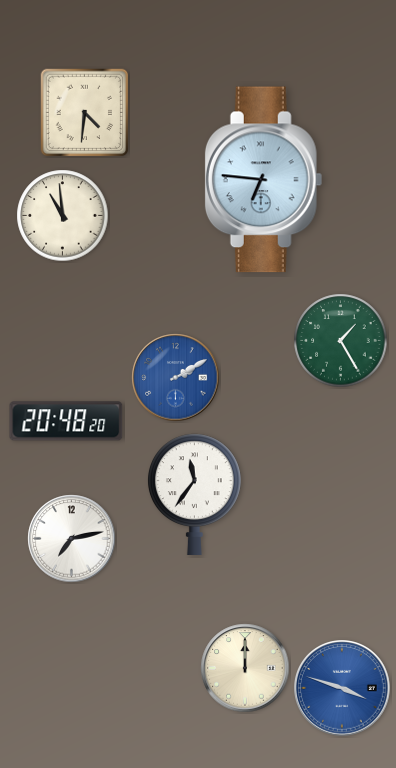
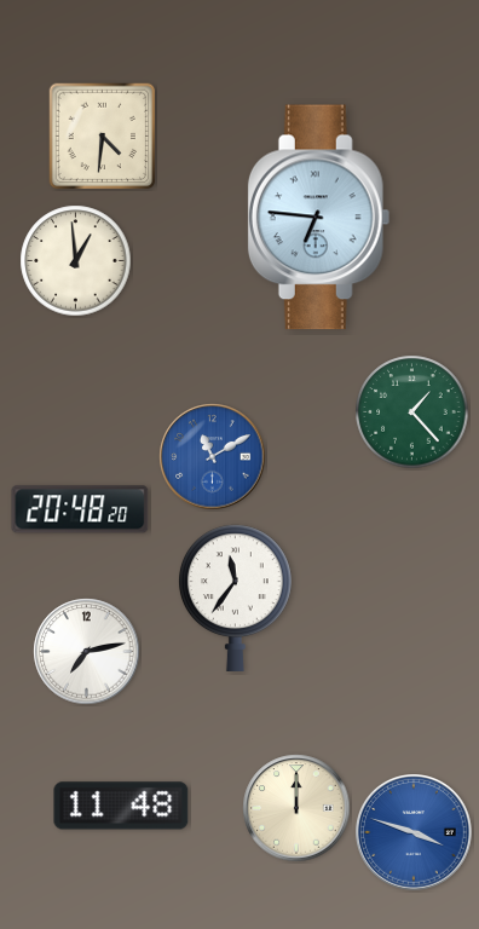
clock at (63, 216): 10:59 -> 12:59
clock at (341, 341): 1:25 -> 1:23
clock at (176, 378): 2:10 -> 11:10
clock at (121, 806): none -> 11:48
